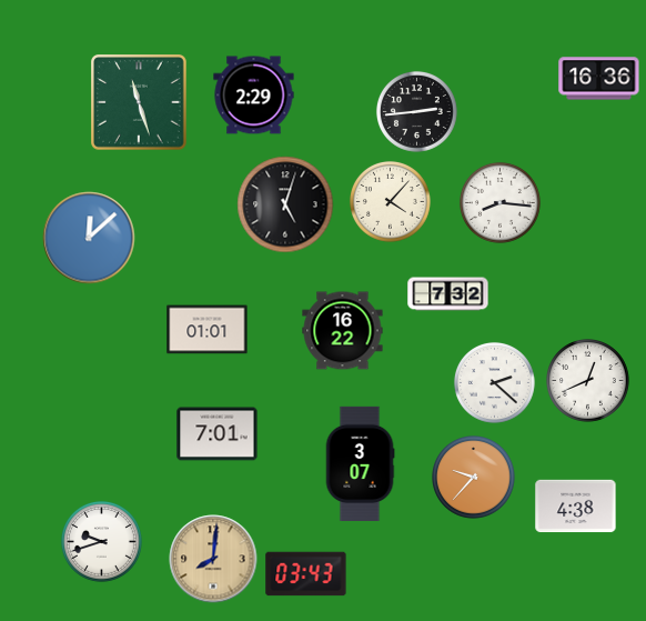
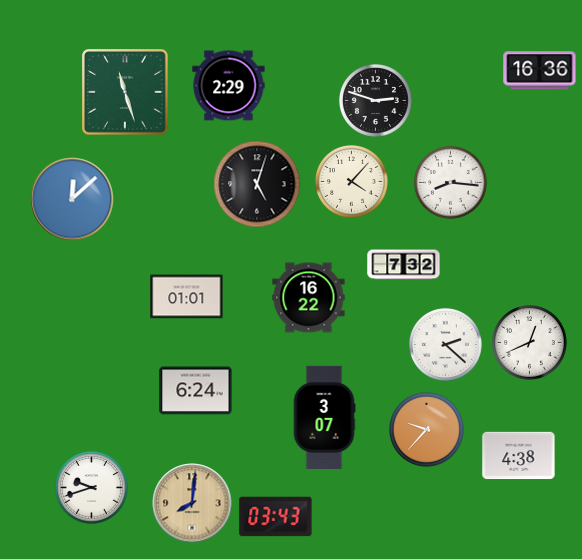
clock at (416, 111): 2:44 -> 2:48
clock at (89, 238) position: (89, 238) -> (72, 199)
clock at (218, 434): 7:01 -> 6:24
